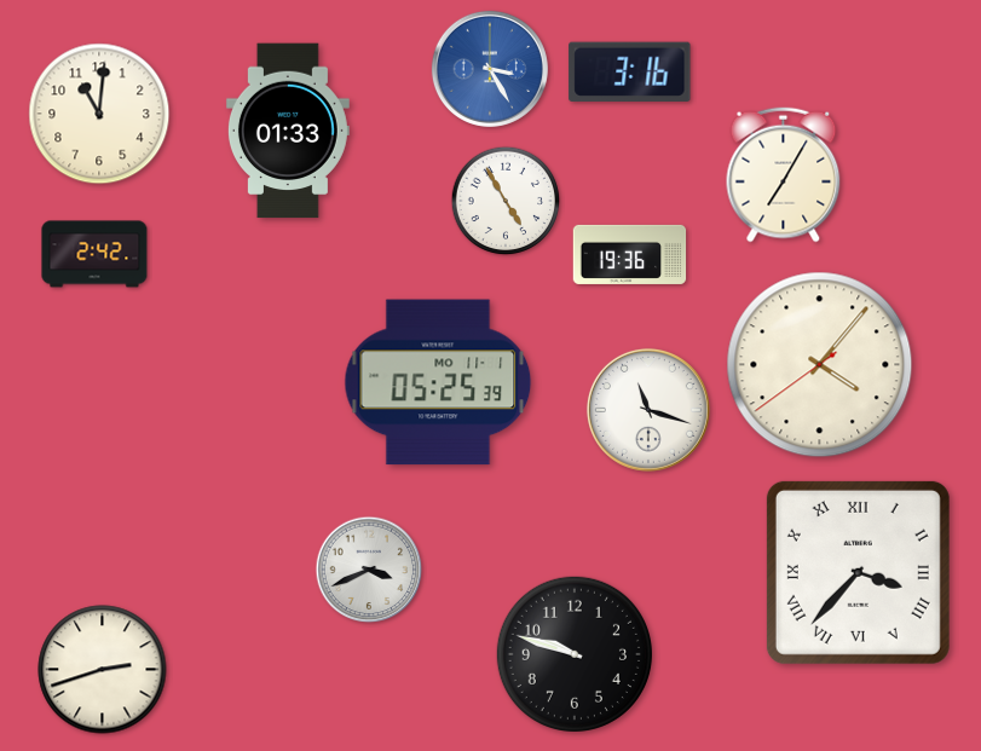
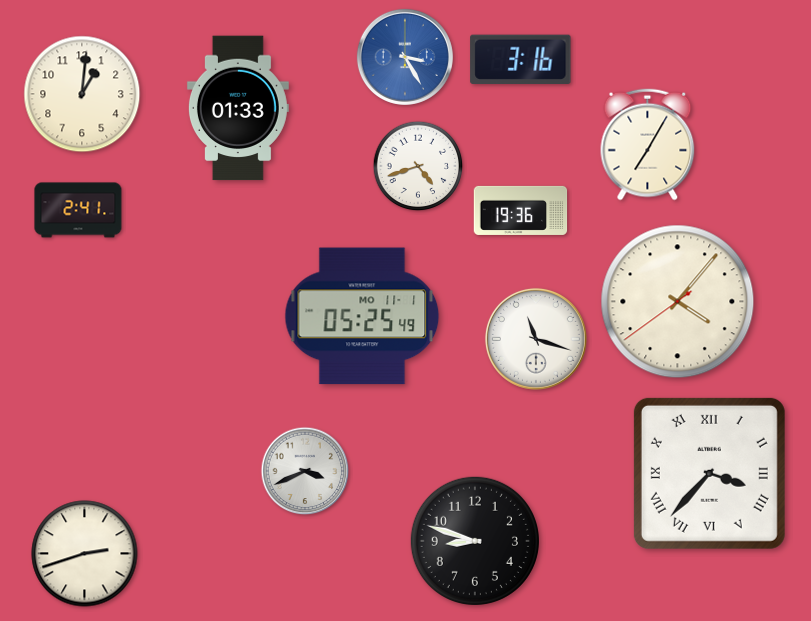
clock at (99, 114): 11:01 -> 1:01
clock at (506, 201): 4:55 -> 4:42
clock at (94, 254): 2:42 -> 2:41
clock at (438, 382): 05:25:39 -> 05:25:49
clock at (575, 654): 9:48 -> 8:48
